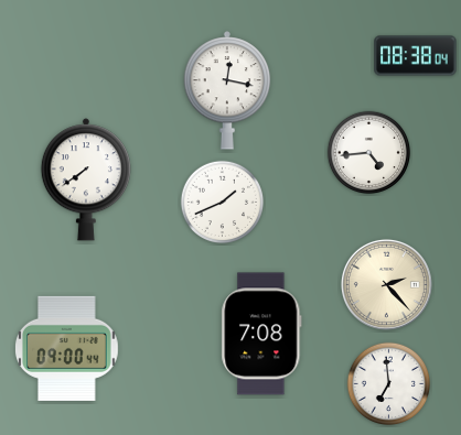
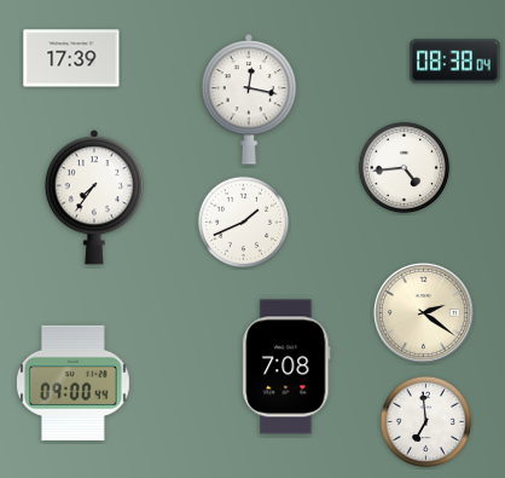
clock at (71, 58): none -> 17:39
clock at (86, 180): 7:39 -> 7:36
clock at (386, 284): 2:23 -> 2:21
